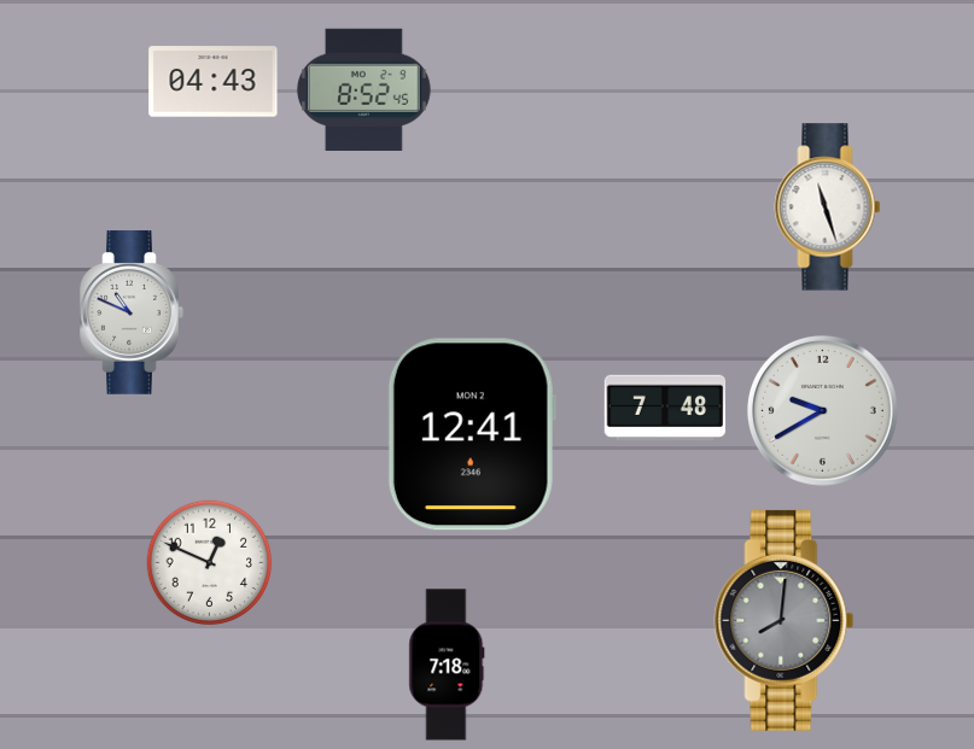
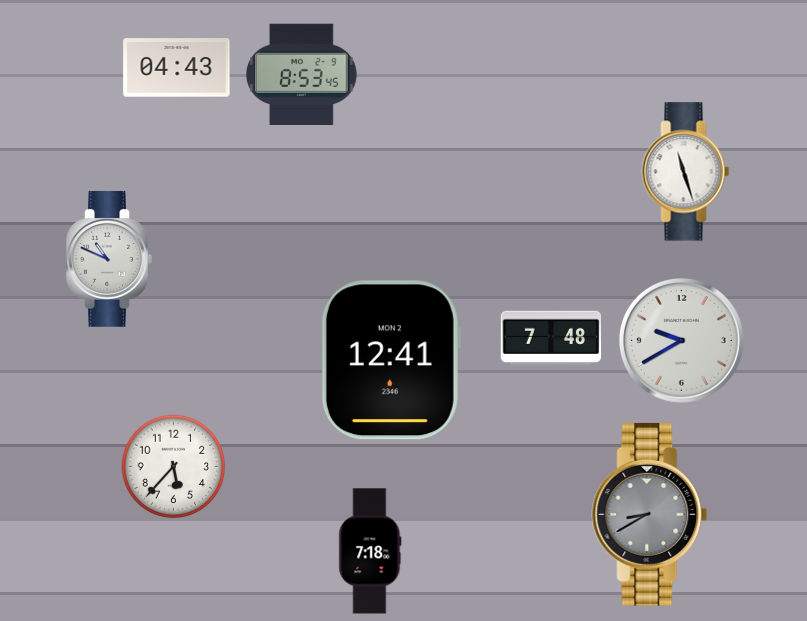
clock at (363, 89): 8:52 -> 8:53
clock at (210, 563): 12:49 -> 5:37
clock at (785, 620): 8:01 -> 8:40
